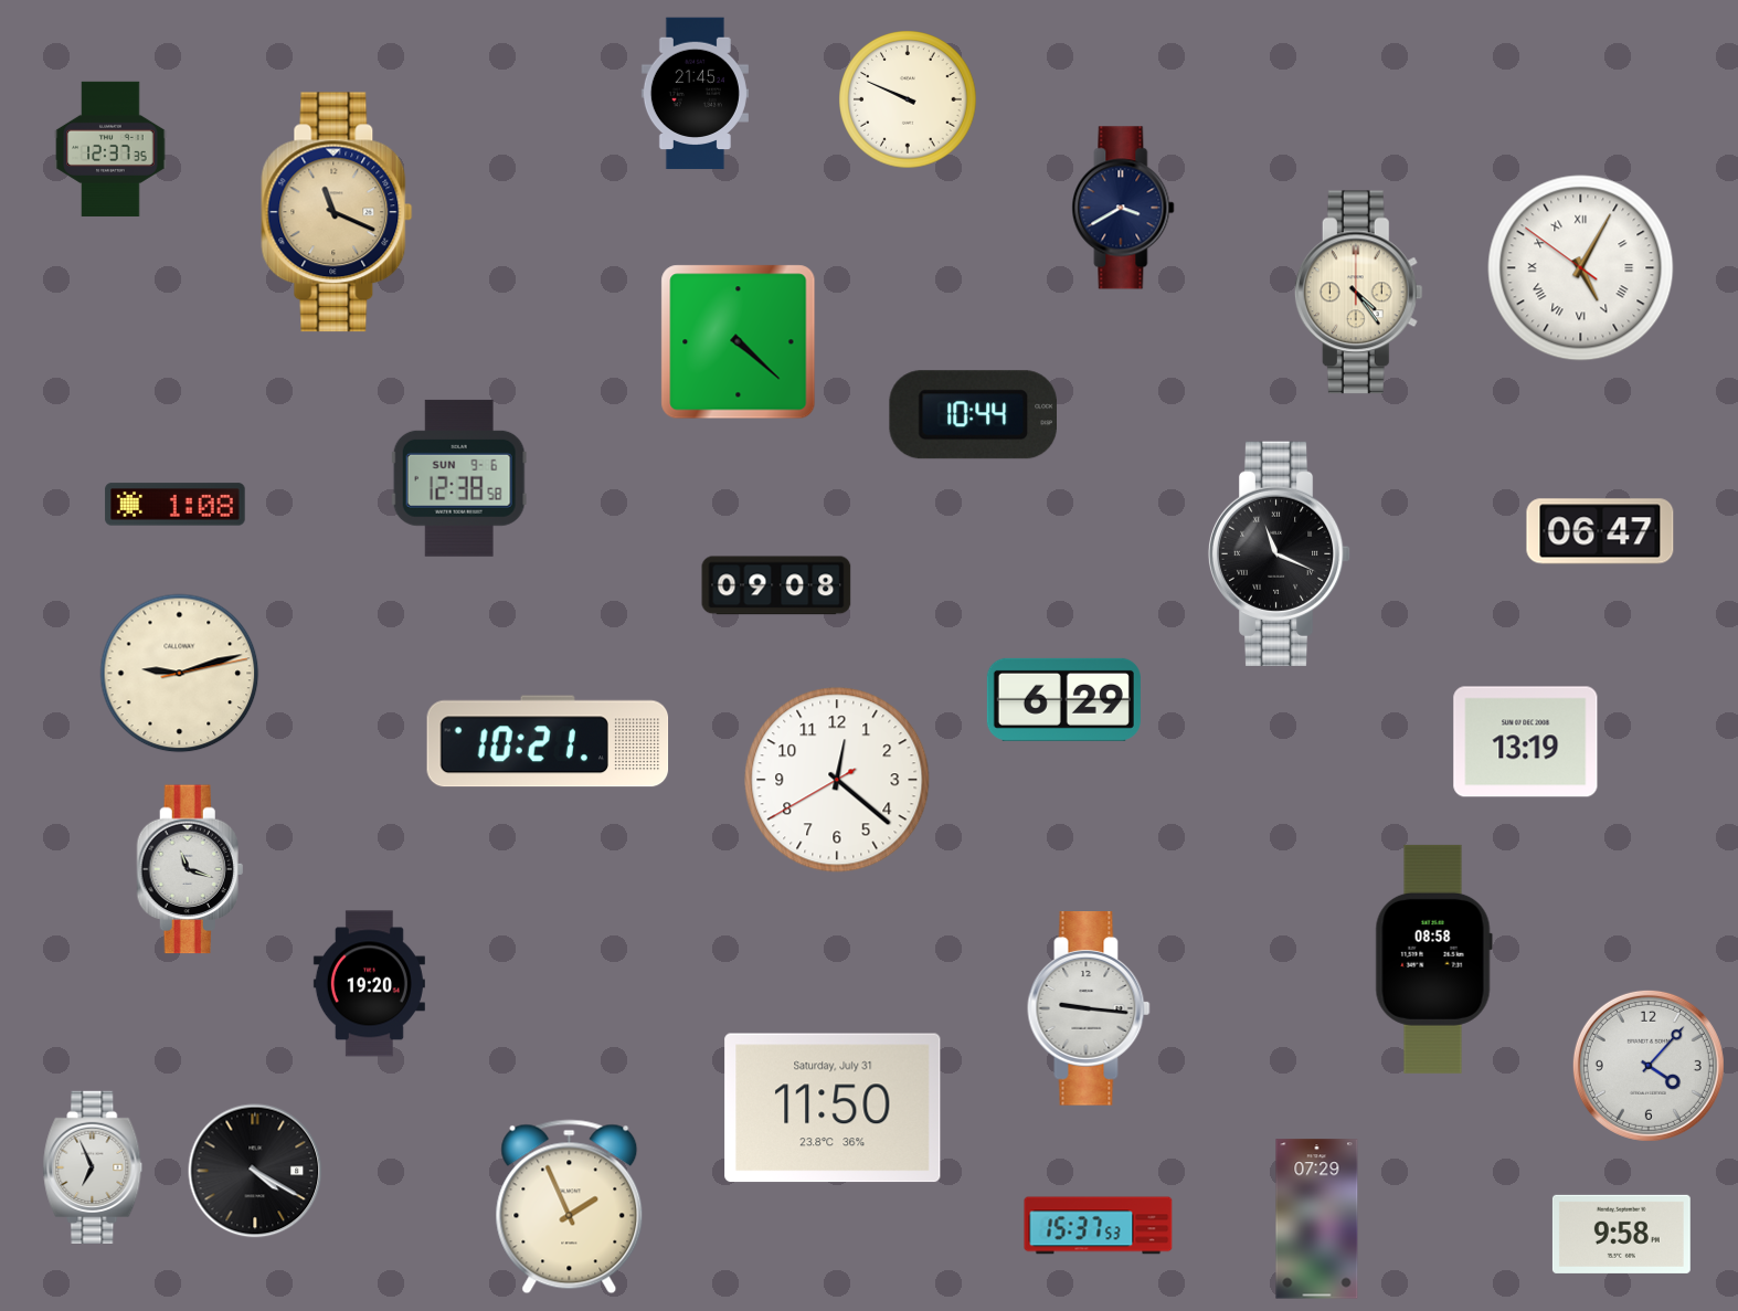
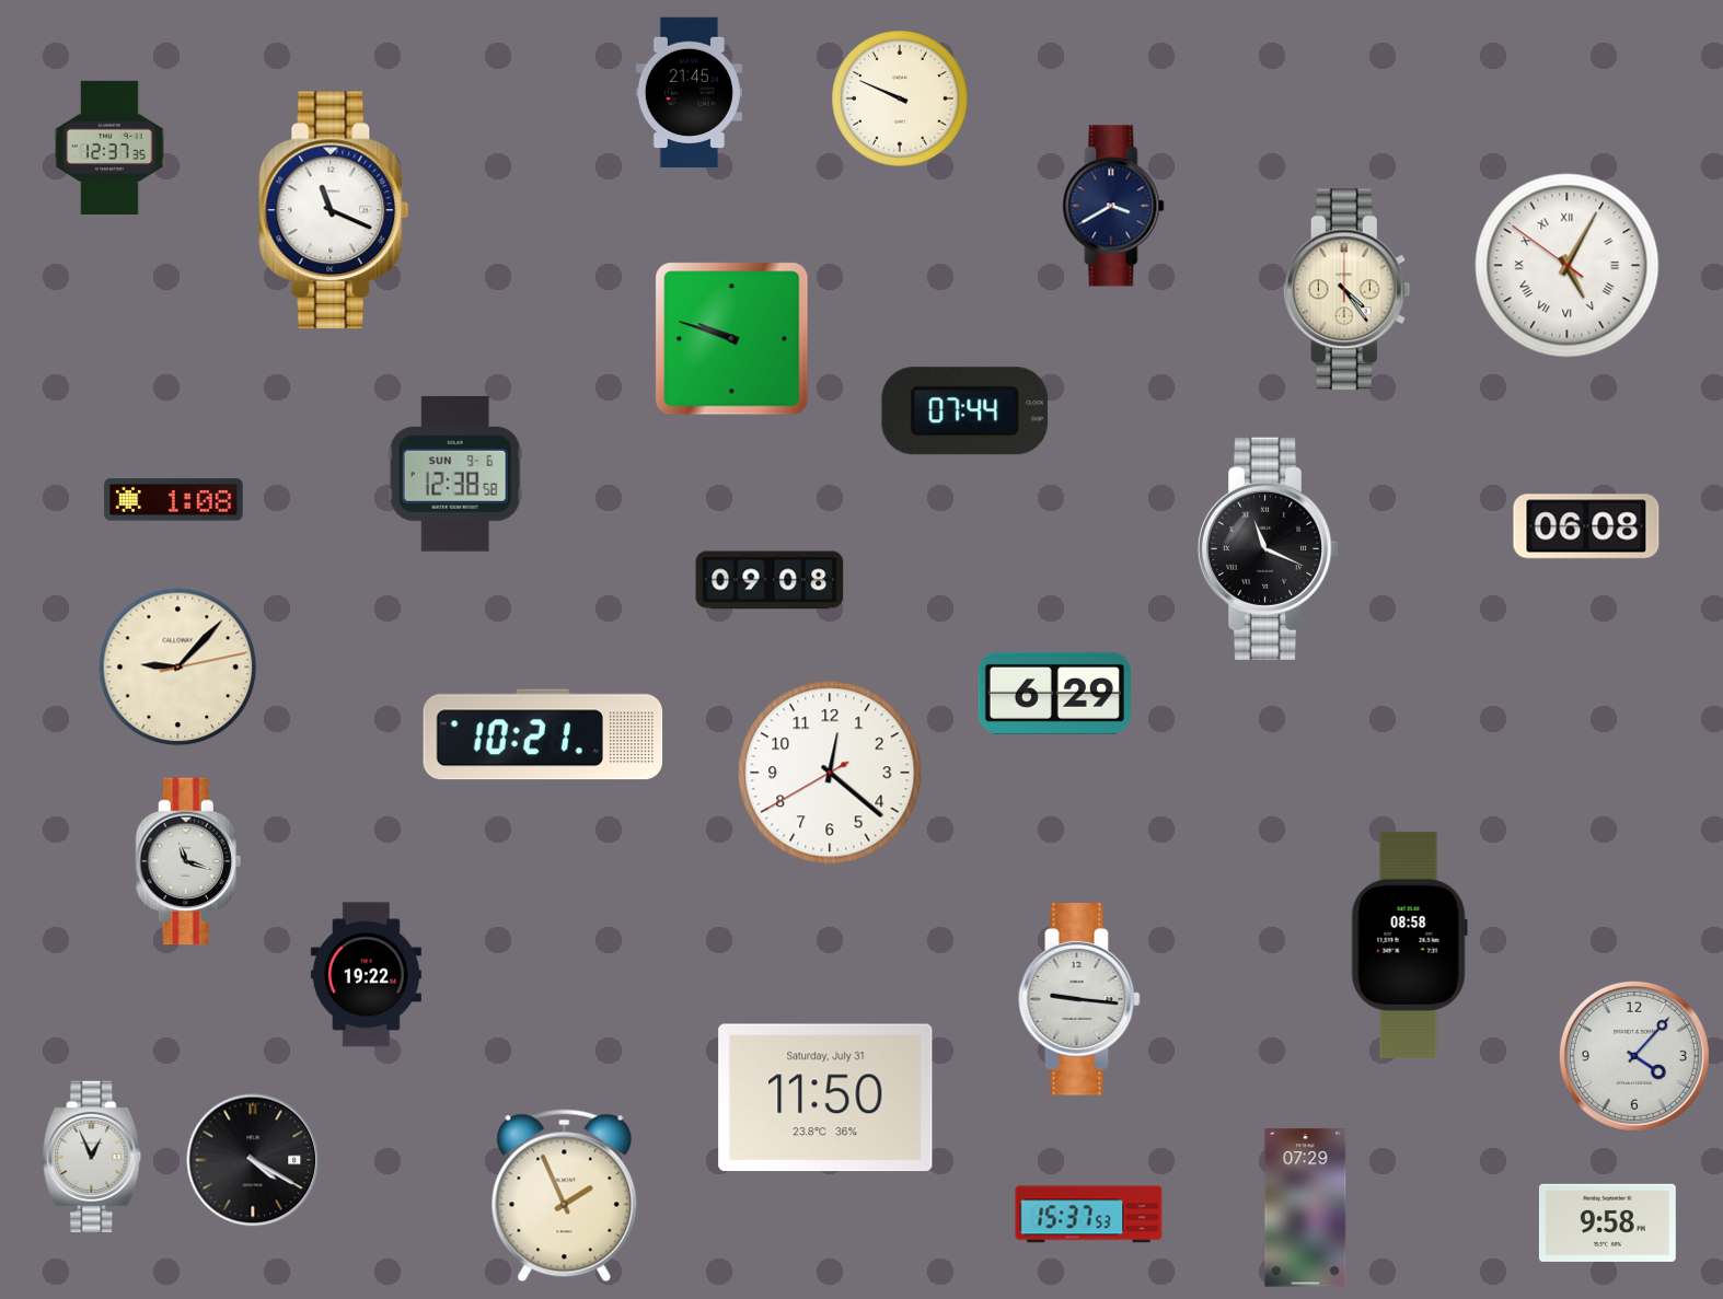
clock at (337, 212) dial: champagne -> white
clock at (739, 342): 4:22 -> 9:48
clock at (973, 415): 10:44 -> 07:44
clock at (1600, 531): 06:47 -> 06:08
clock at (180, 674): 9:12 -> 9:07
clock at (1526, 742): 13:19 -> none
clock at (1433, 959) position: (1433, 959) -> (1409, 944)
clock at (369, 984): 19:20 -> 19:22
clock at (93, 1167): 6:56 -> 12:56
